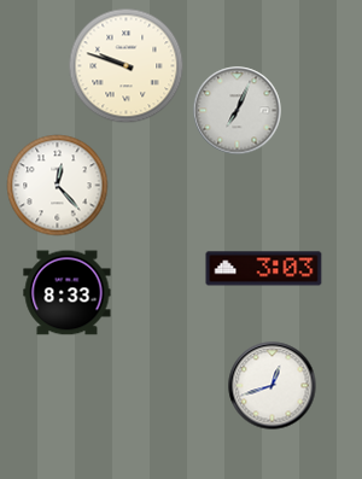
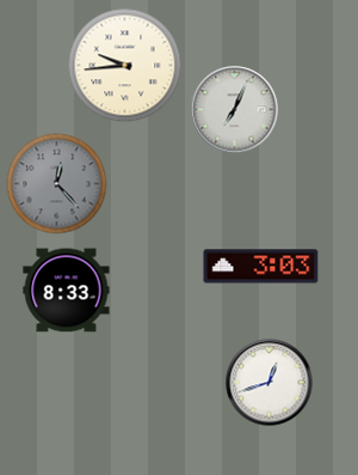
clock at (127, 66): 9:48 -> 9:44
clock at (58, 186) dial: white -> grey
